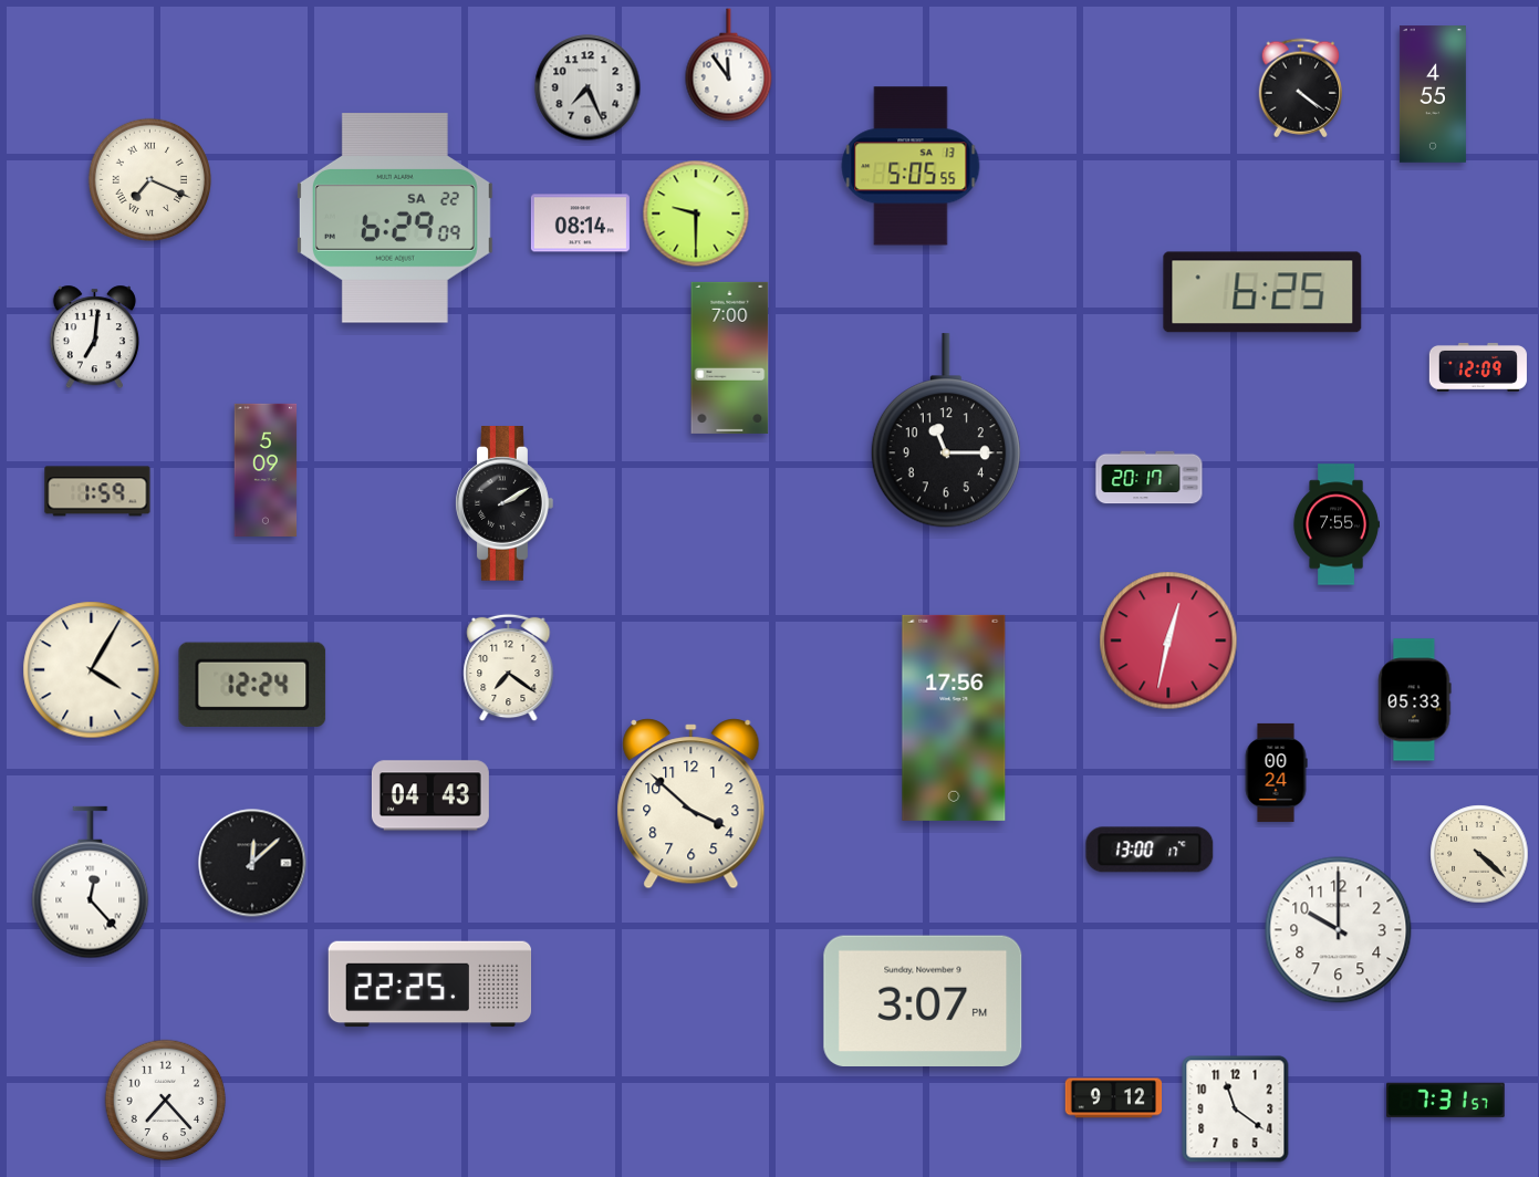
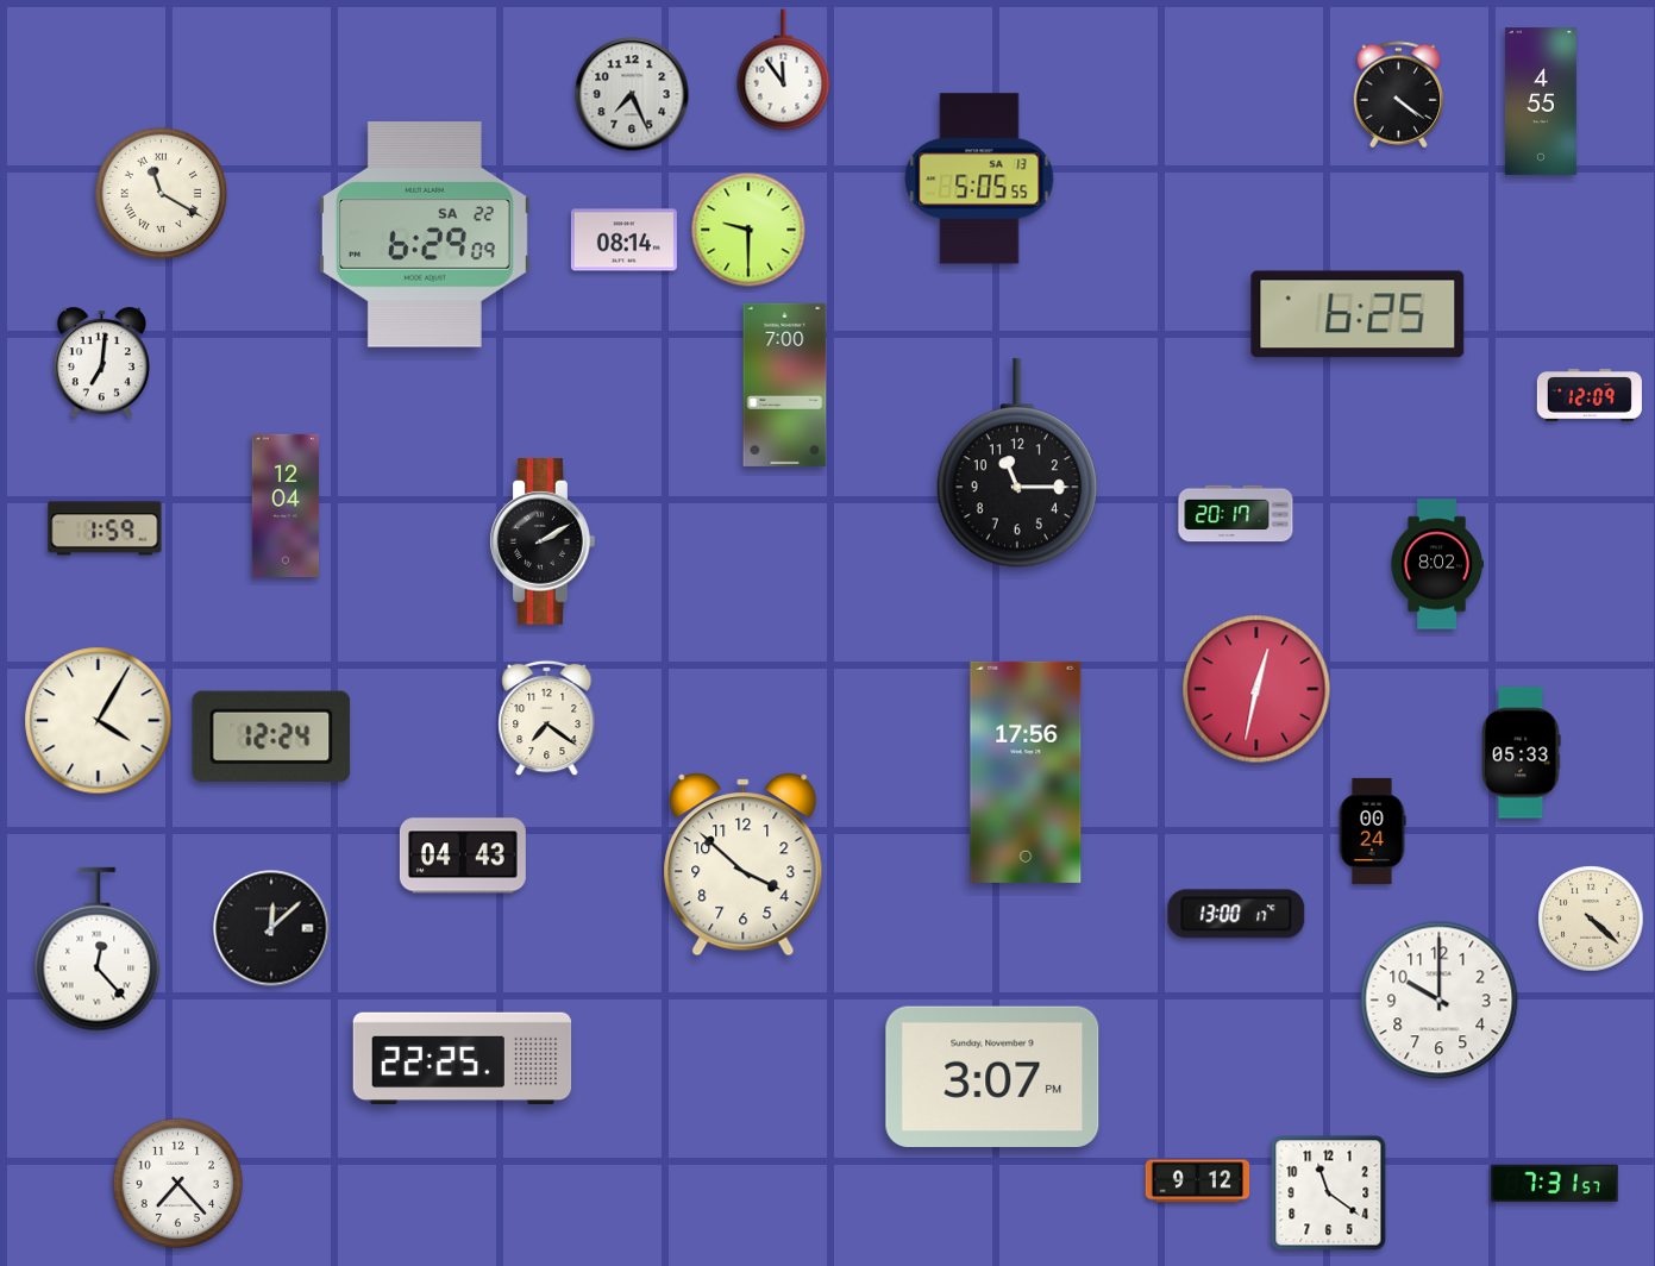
clock at (149, 179): 7:19 -> 11:20
clock at (266, 470): 5:09 -> 12:04
clock at (1337, 524): 7:55 -> 8:02
